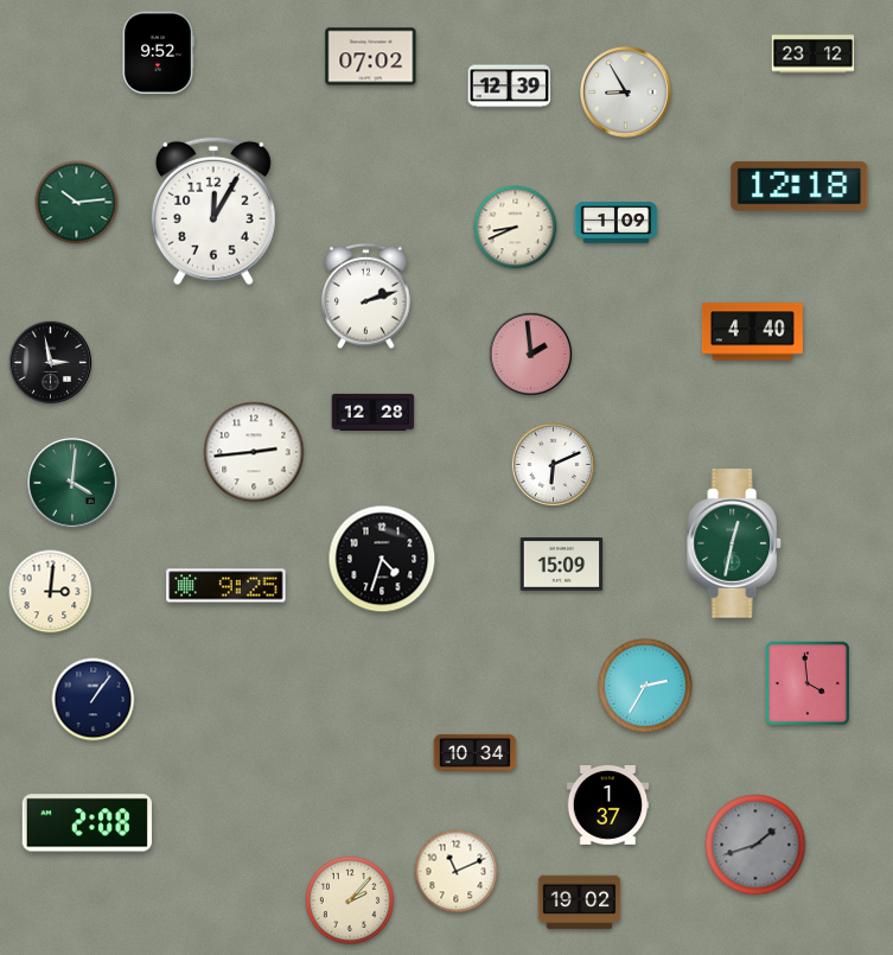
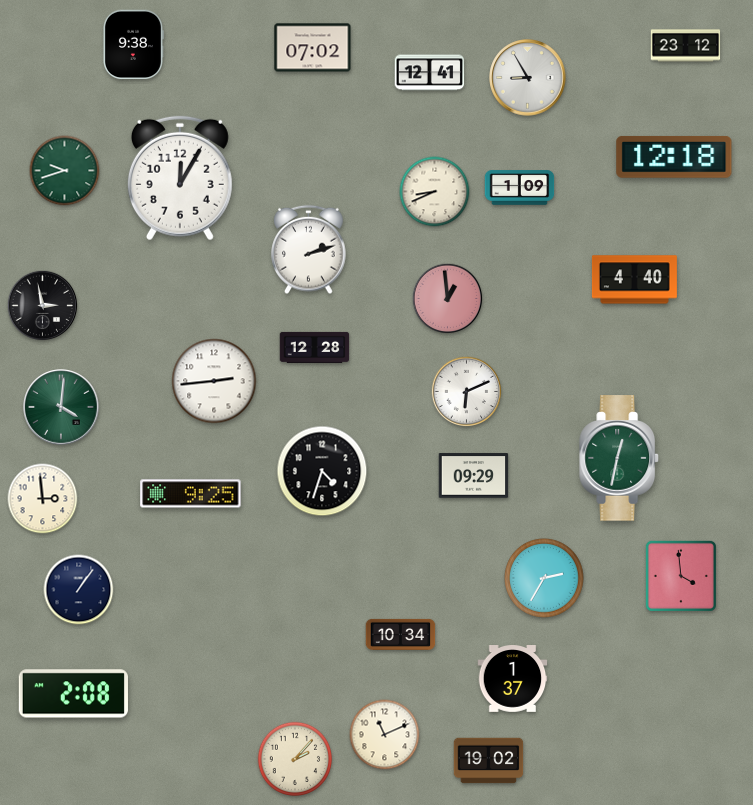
clock at (158, 53): 9:52 -> 9:38
clock at (510, 87): 12:39 -> 12:41
clock at (77, 203): 10:14 -> 9:42
clock at (531, 355): 1:59 -> 12:59
clock at (562, 565): 15:09 -> 09:29
clock at (51, 592): 3:01 -> 2:59
clock at (755, 845): 1:42 -> none
